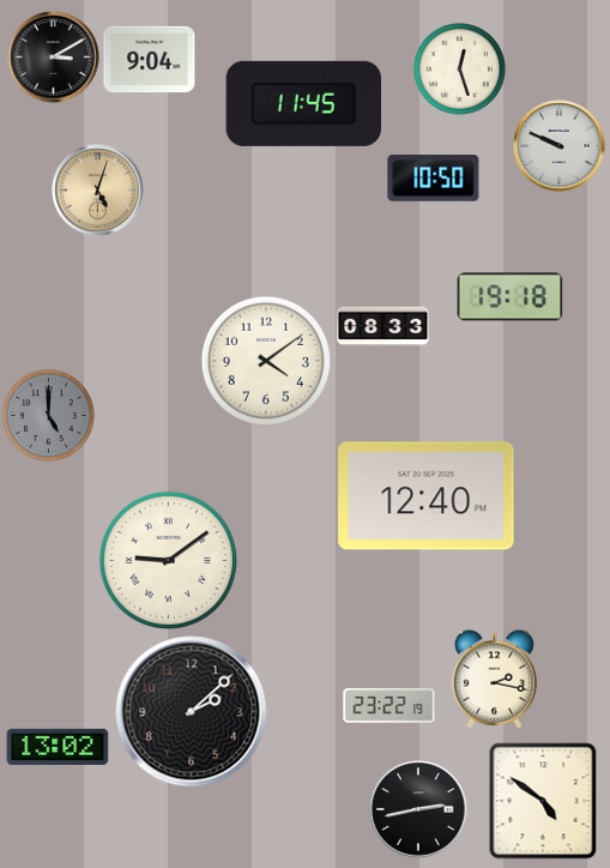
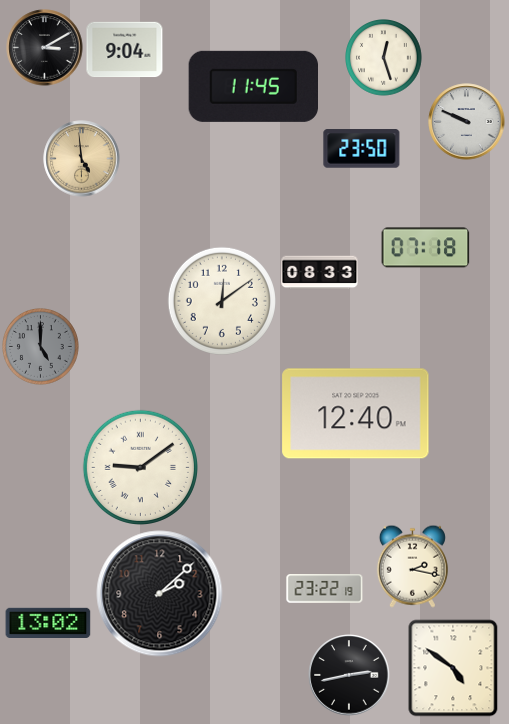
clock at (434, 179): 10:50 -> 23:50
clock at (98, 191): 5:03 -> 4:59
clock at (511, 297): 19:18 -> 07:18
clock at (266, 361): 4:09 -> 12:09
